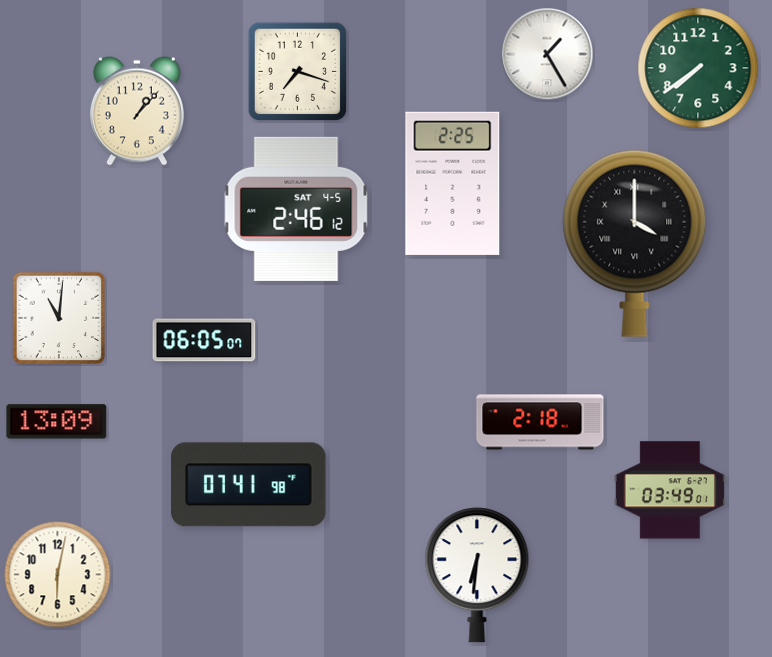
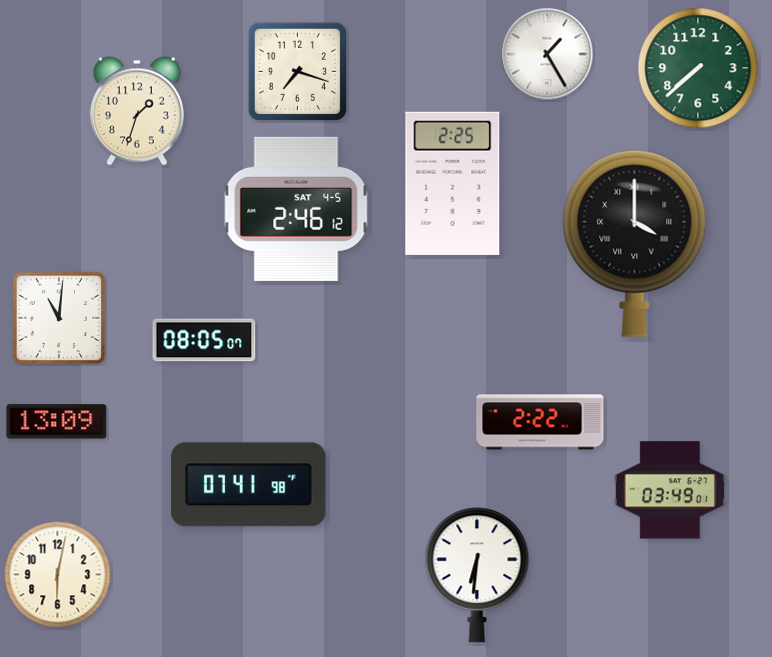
clock at (698, 68): 7:39 -> 7:38
clock at (137, 111): 1:07 -> 1:33
clock at (204, 340): 06:05 -> 08:05
clock at (540, 422): 2:18 -> 2:22
